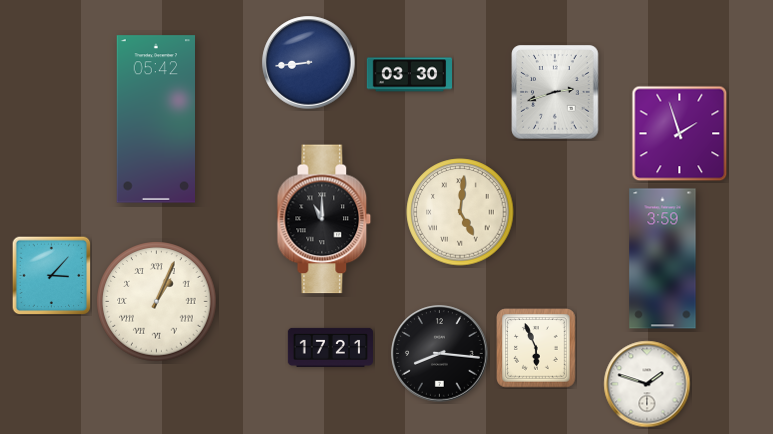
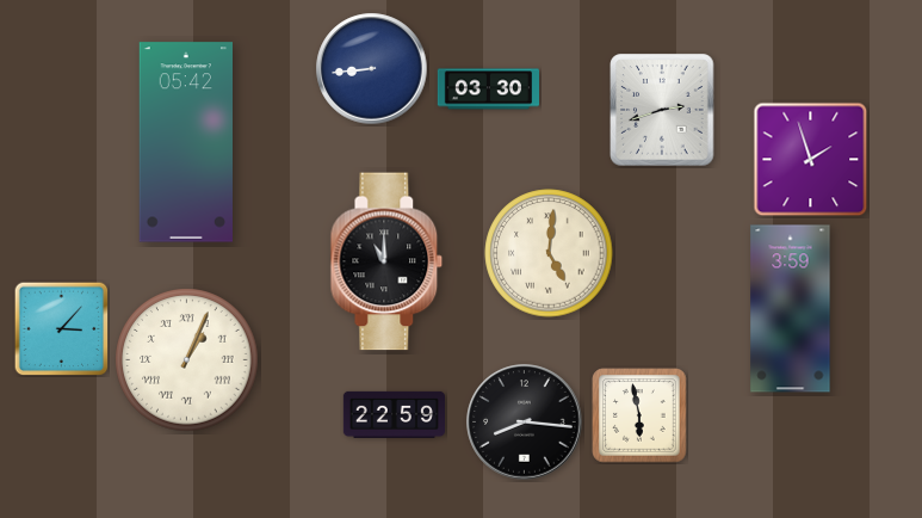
clock at (309, 63) position: (309, 63) -> (372, 69)
clock at (330, 347): 17:21 -> 22:59
clock at (536, 348): 5:56 -> 5:58
clock at (647, 384): 1:48 -> none
